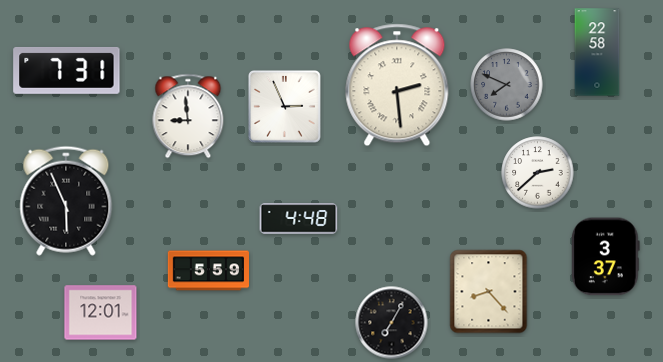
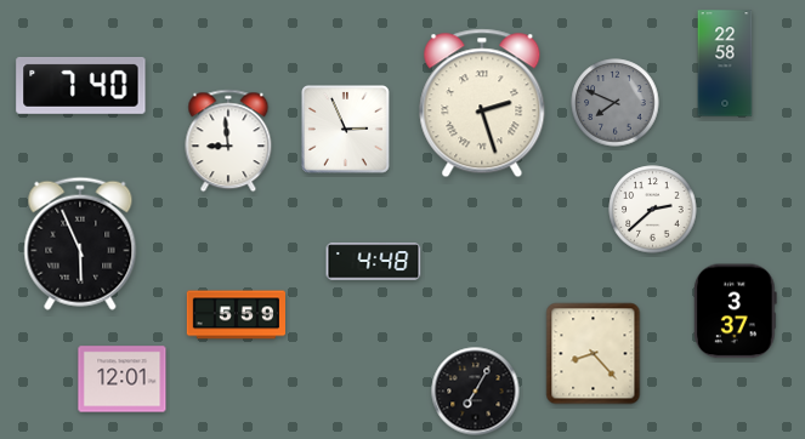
clock at (67, 70): 7:31 -> 7:40
clock at (397, 85): 2:29 -> 2:27
clock at (299, 219) position: (299, 219) -> (374, 262)
clock at (208, 271) position: (208, 271) -> (236, 315)
